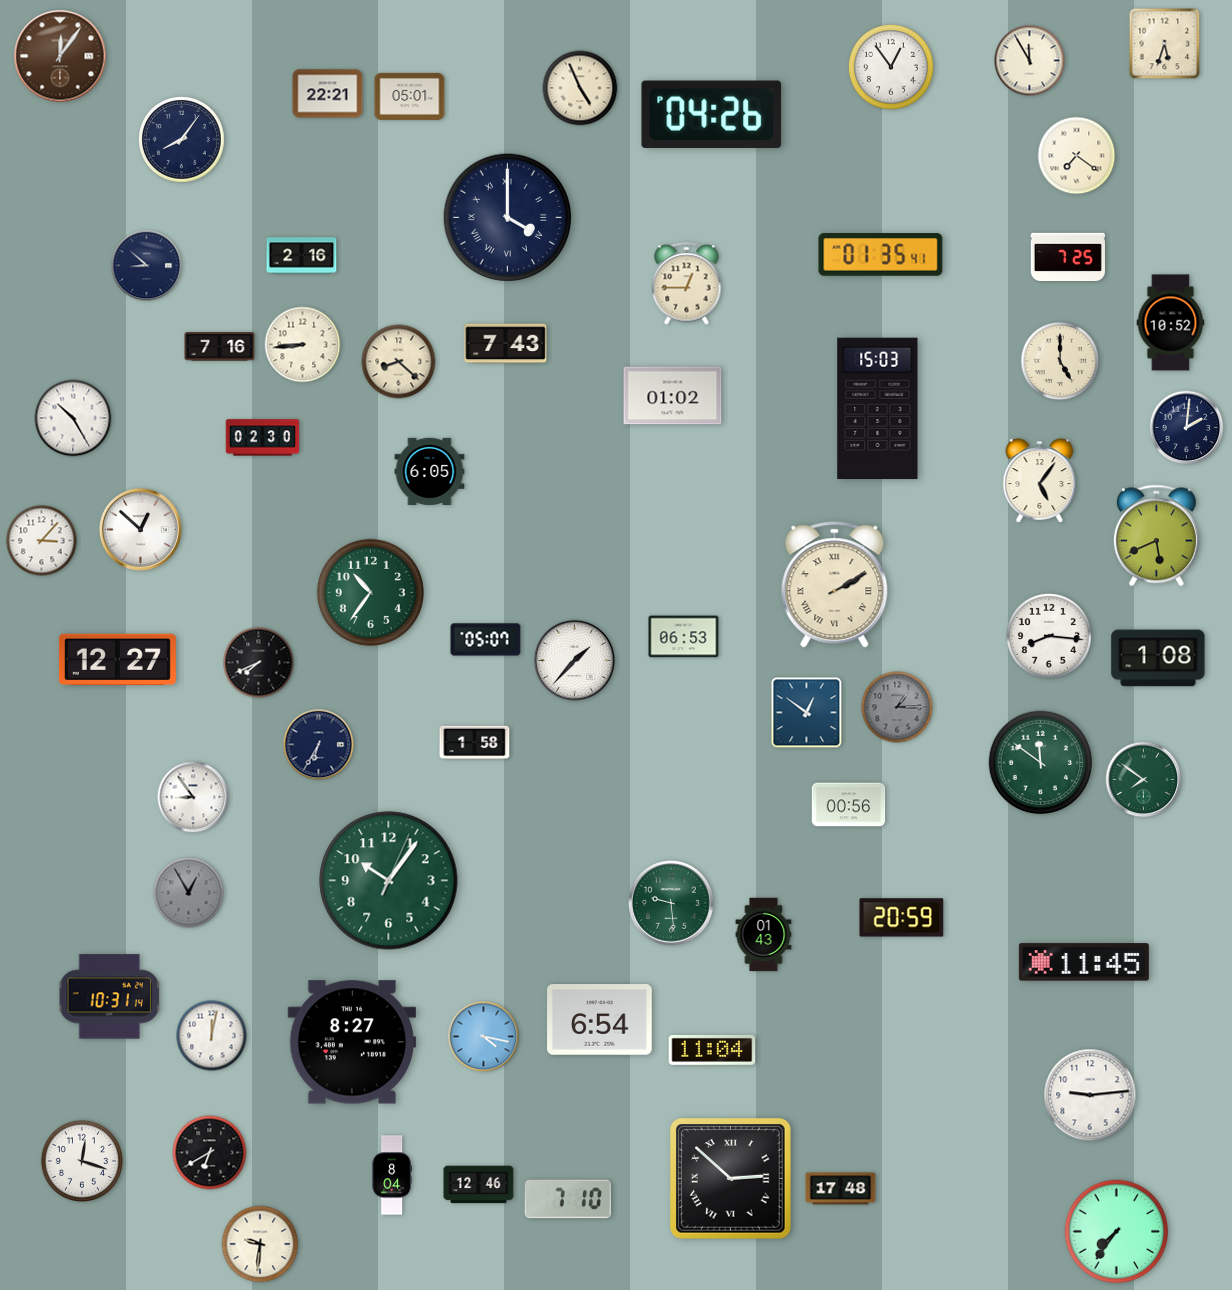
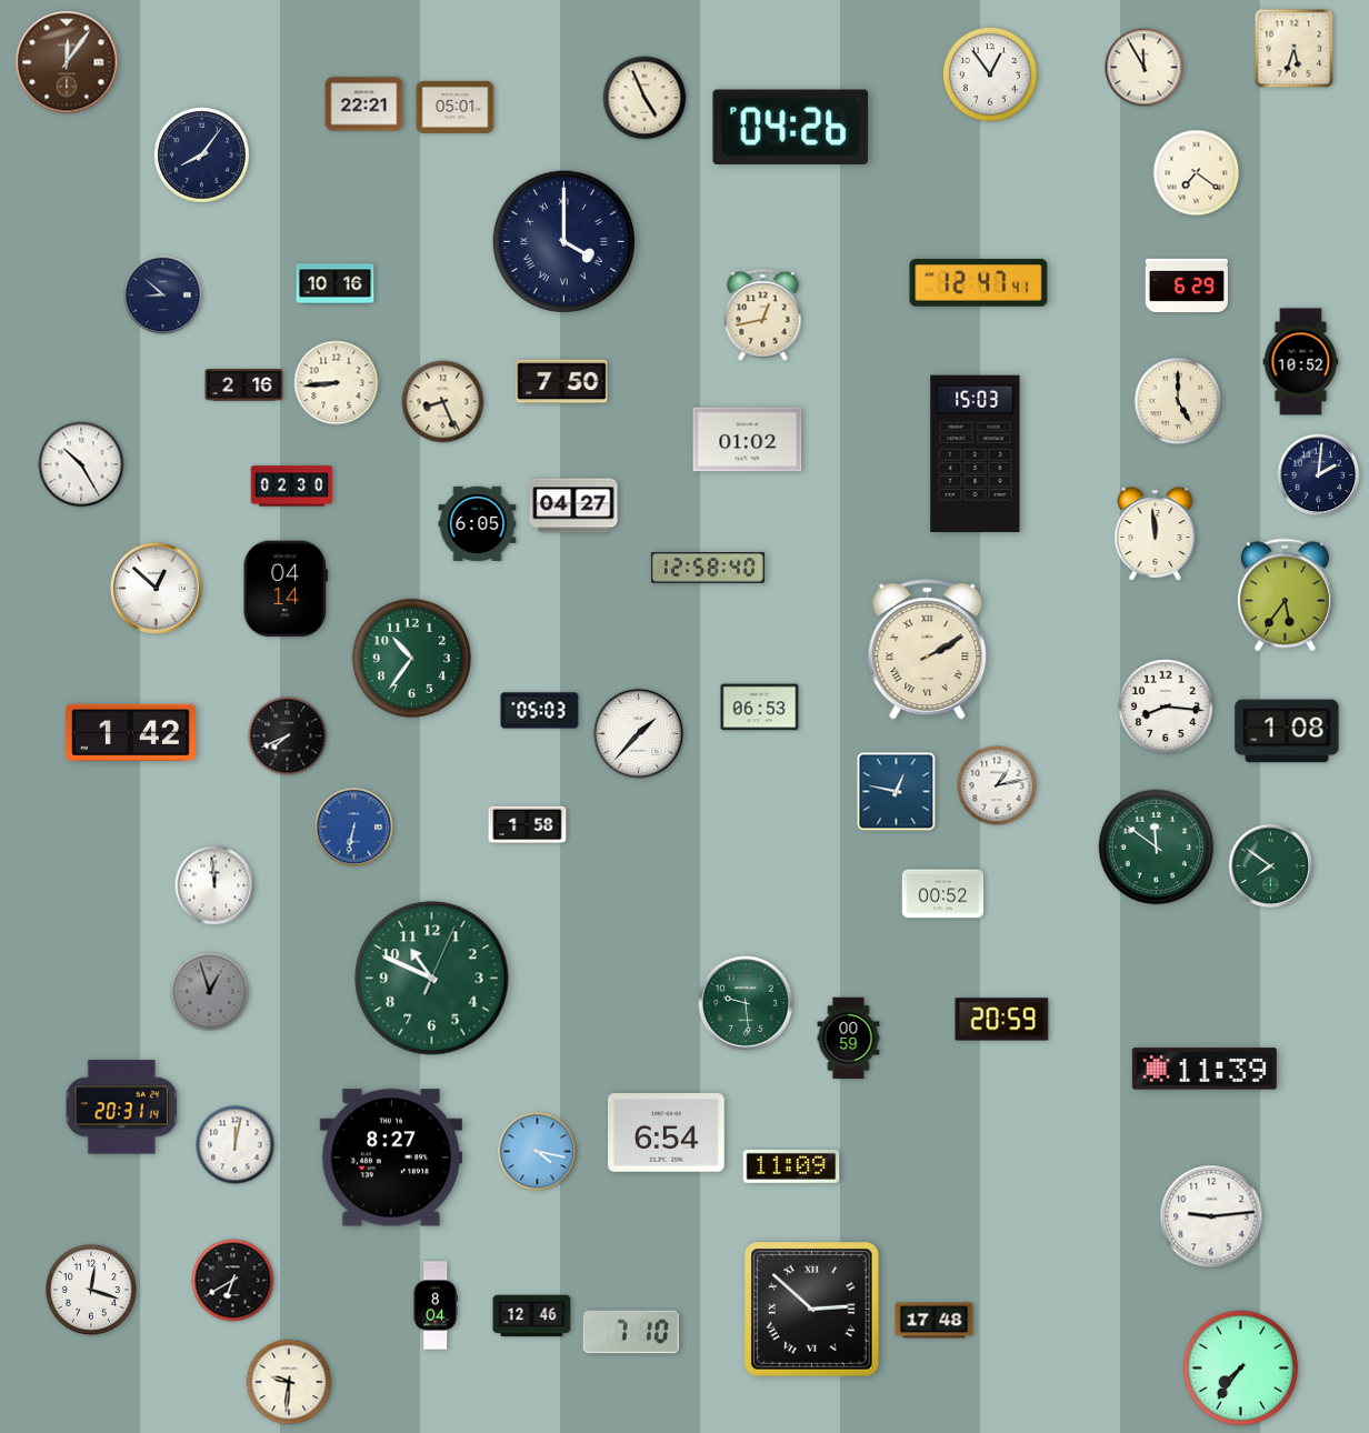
clock at (881, 255): 01:35 -> 12:47
clock at (302, 256): 2:16 -> 10:16
clock at (1068, 256): 7:25 -> 6:29
clock at (687, 284): 12:45 -> 12:43
clock at (1171, 323) position: (1171, 323) -> (1301, 362)
clock at (506, 344): 7:43 -> 7:50
clock at (220, 347): 7:16 -> 2:16
clock at (399, 362): 8:22 -> 8:26
clock at (573, 505): none -> 04:27
clock at (1040, 481): 5:06 -> 11:59
clock at (708, 568): none -> 12:58
clock at (284, 589): none -> 04:14
clock at (1156, 536): 5:41 -> 5:36
clock at (42, 541): 3:07 -> none
clock at (486, 640): 05:07 -> 05:03
clock at (117, 660): 12:27 -> 1:42
clock at (897, 707): 1:15 -> 1:13
clock at (897, 707) dial: grey -> white
clock at (807, 713): 12:51 -> 12:47
clock at (319, 745): 6:35 -> 6:32
clock at (319, 745) dial: navy -> blue
clock at (193, 797): 8:54 -> 11:59
clock at (849, 805): 00:56 -> 00:52
clock at (389, 881): 10:06 -> 10:49
clock at (189, 893): 12:55 -> 12:57
clock at (764, 935): 01:43 -> 00:59
clock at (1084, 962): 11:45 -> 11:39
clock at (109, 997): 10:31 -> 20:31
clock at (212, 1036) position: (212, 1036) -> (236, 1145)
clock at (712, 1050): 11:04 -> 11:09
